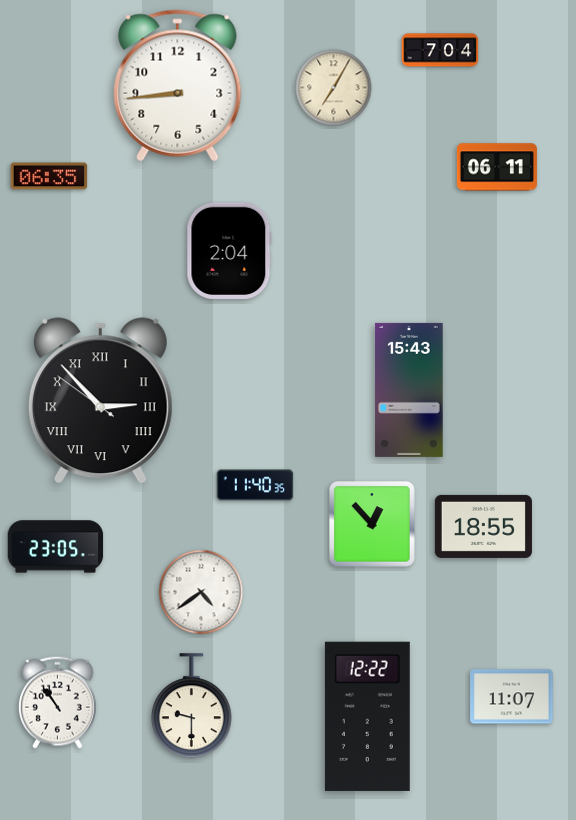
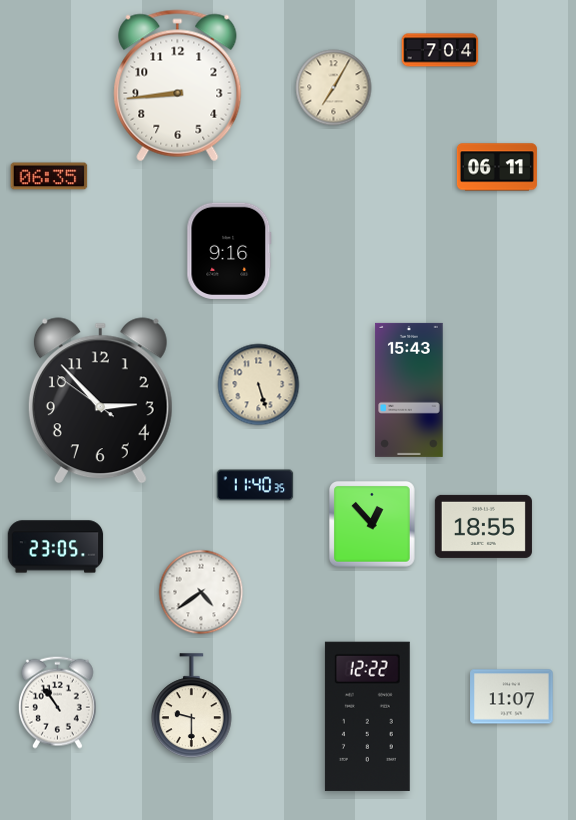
clock at (229, 250): 2:04 -> 9:16
clock at (259, 385): none -> 5:27
clock at (100, 401) numerals: Roman -> Arabic
